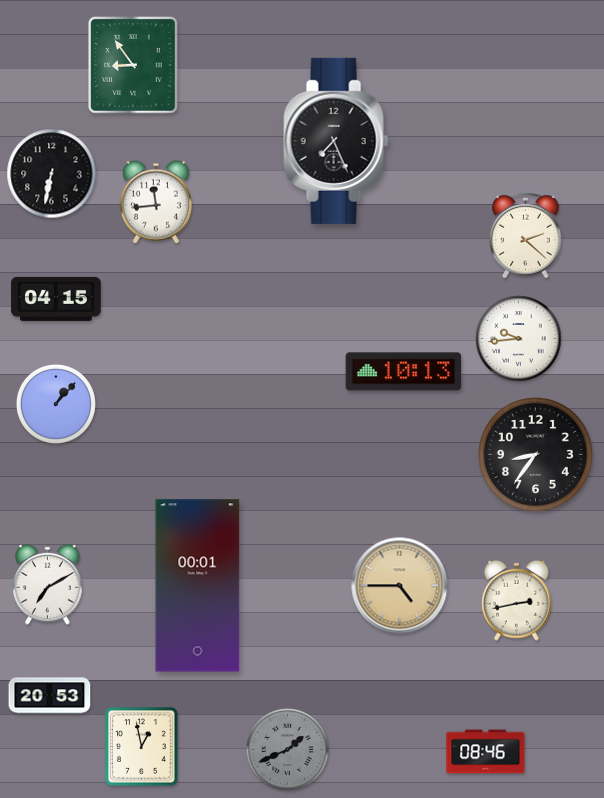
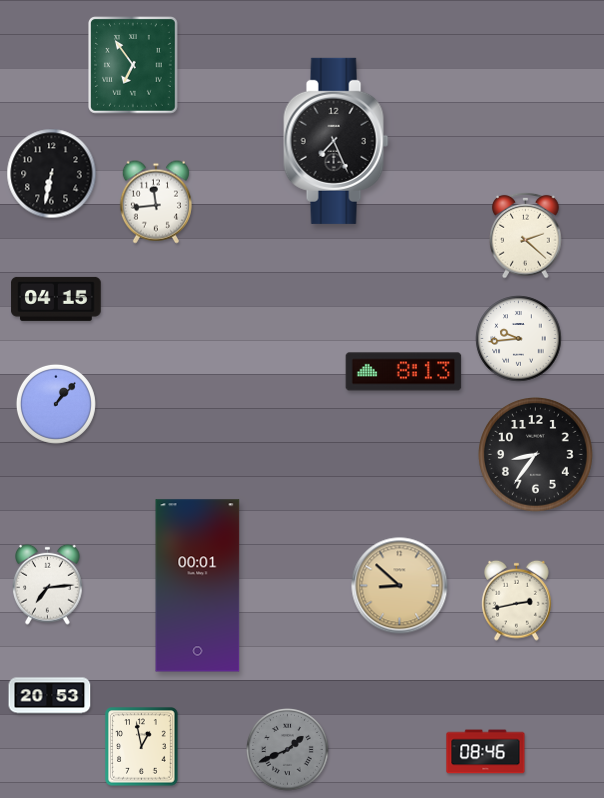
clock at (134, 66): 8:54 -> 6:54
clock at (404, 372): 10:13 -> 8:13
clock at (48, 584): 7:10 -> 7:14
clock at (400, 586): 4:45 -> 8:52
